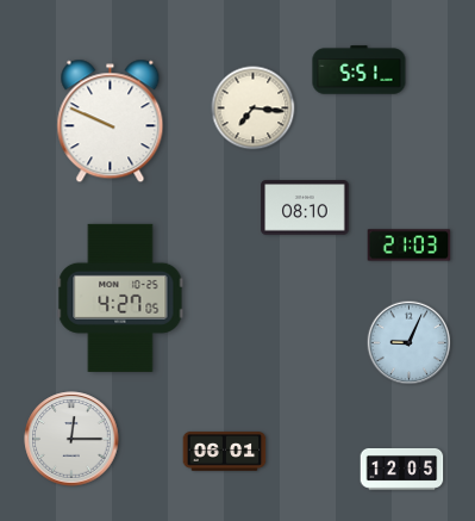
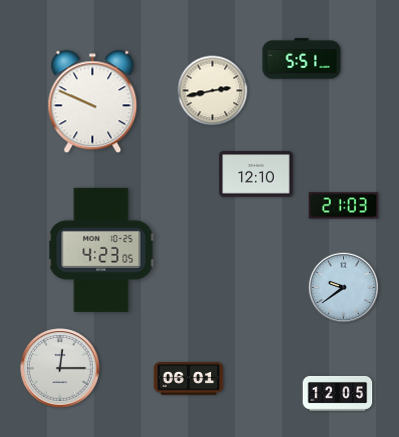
clock at (254, 108): 7:16 -> 2:43
clock at (305, 207): 08:10 -> 12:10
clock at (120, 298): 4:27 -> 4:23
clock at (410, 343): 9:04 -> 9:39
